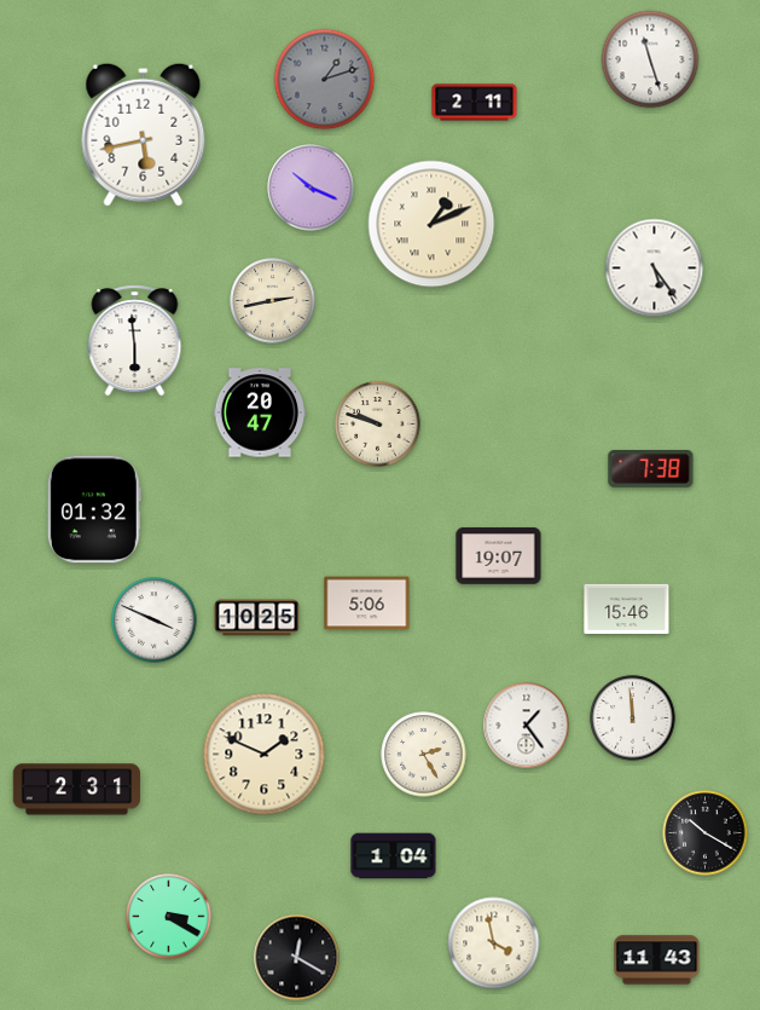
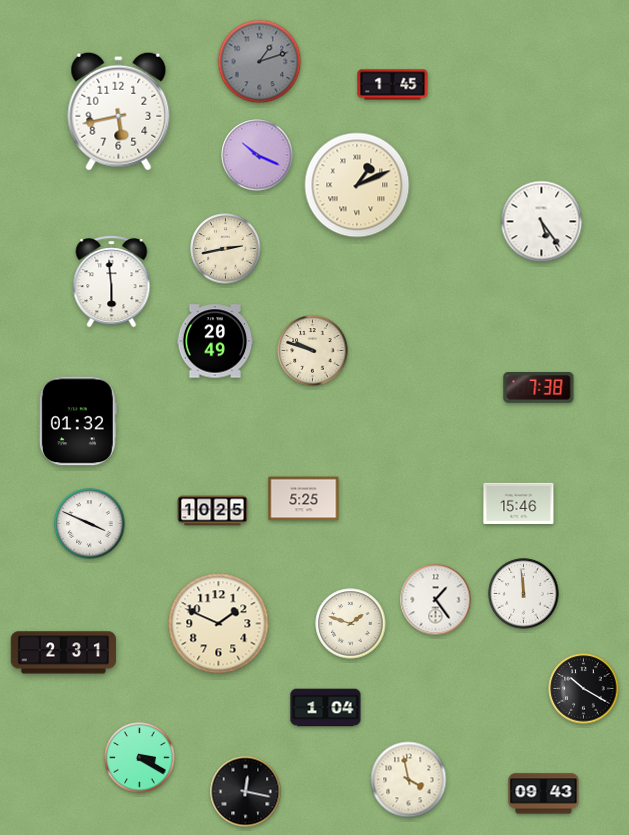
clock at (650, 59): 11:27 -> none
clock at (325, 80) position: (325, 80) -> (260, 62)
clock at (475, 103): 2:11 -> 1:45
clock at (260, 412): 20:47 -> 20:49
clock at (499, 556): 19:07 -> none
clock at (367, 604): 5:06 -> 5:25
clock at (155, 621) position: (155, 621) -> (90, 524)
clock at (424, 755): 2:25 -> 1:48
clock at (297, 958): 12:20 -> 12:17
clock at (657, 960): 11:43 -> 09:43
